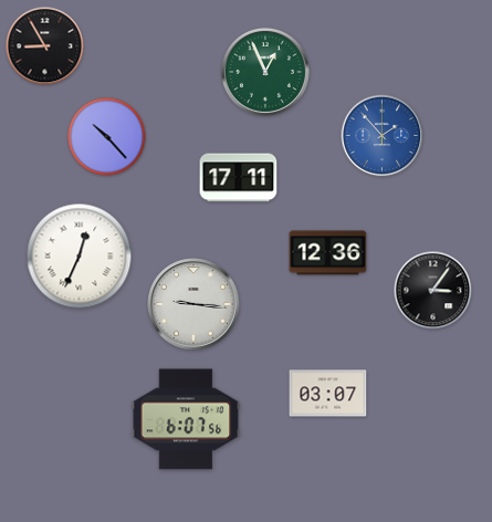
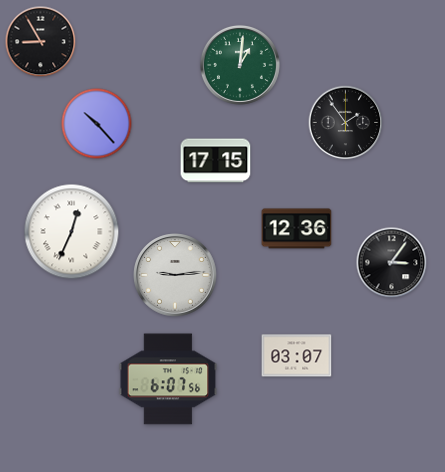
clock at (265, 72): 12:56 -> 1:01
clock at (383, 136): 1:53 -> 1:54
clock at (383, 136) dial: blue -> black
clock at (239, 178): 17:11 -> 17:15
clock at (193, 304): 9:16 -> 9:14
